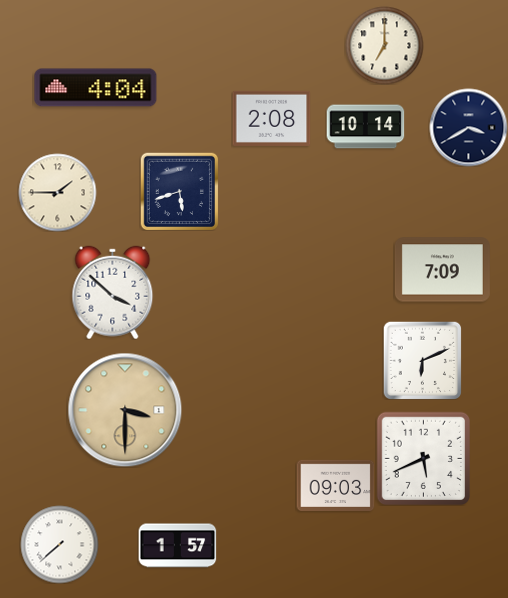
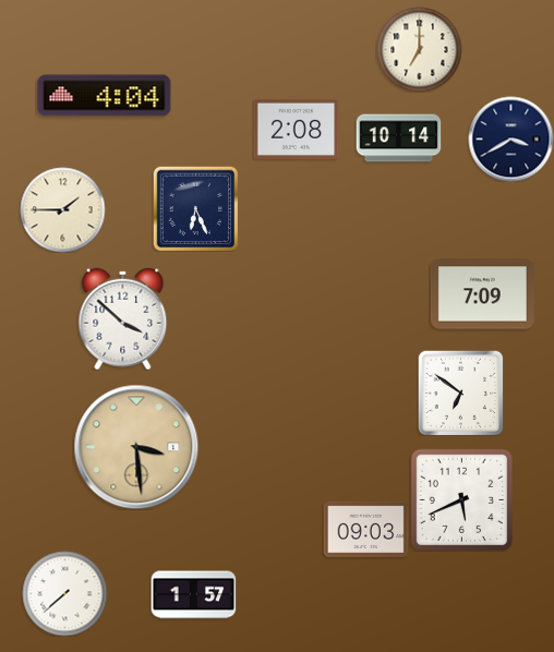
clock at (179, 191): 5:42 -> 6:26
clock at (422, 360): 6:11 -> 6:51
clock at (125, 410): 3:30 -> 3:29
